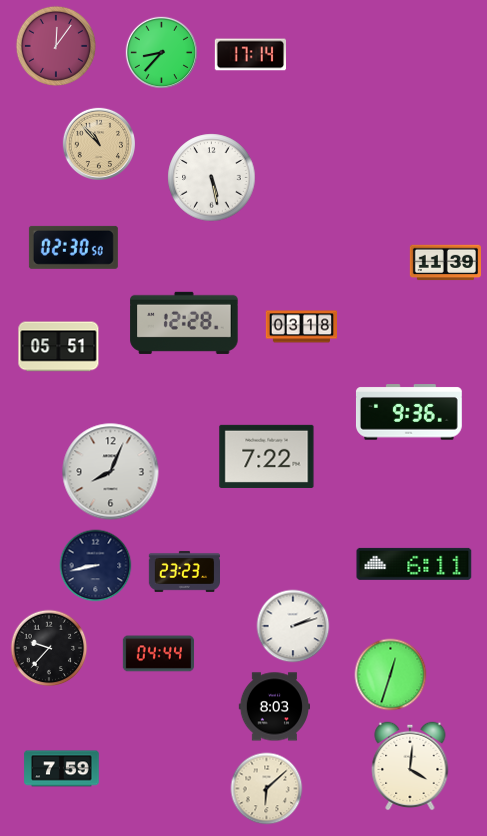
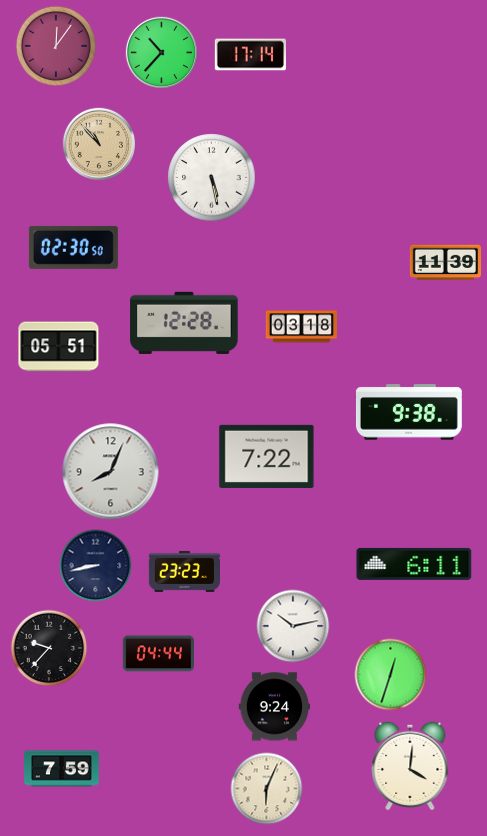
clock at (162, 53): 8:37 -> 10:37
clock at (409, 412): 9:36 -> 9:38
clock at (293, 626): 2:12 -> 10:13
clock at (274, 707): 8:03 -> 9:24
clock at (267, 789): 6:08 -> 6:04
